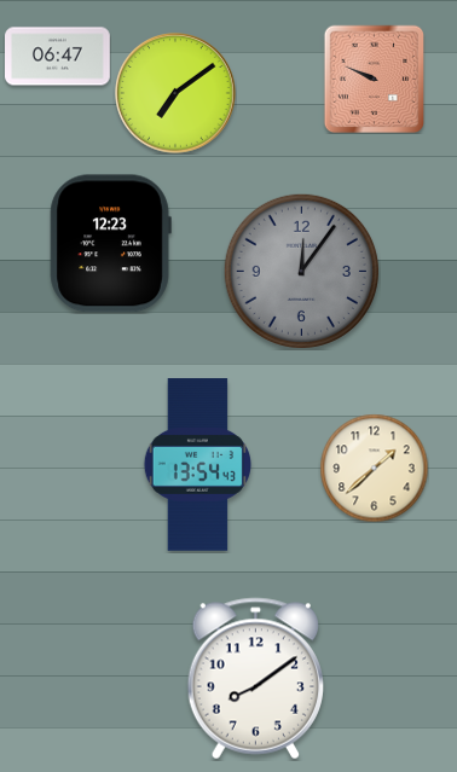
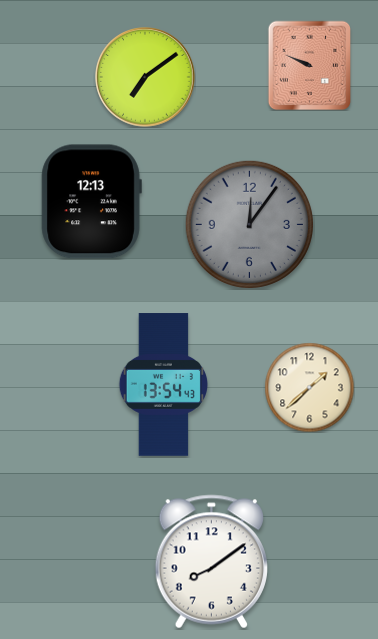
clock at (58, 57): 06:47 -> none
clock at (110, 244): 12:23 -> 12:13
